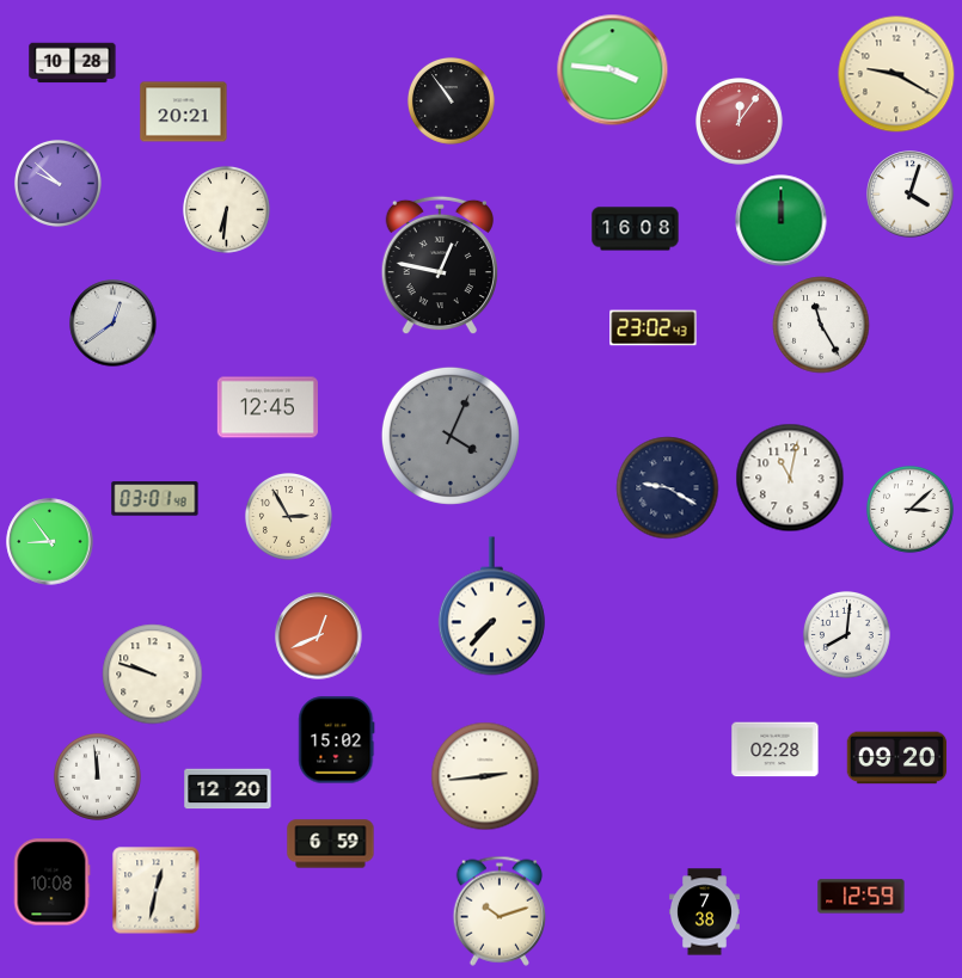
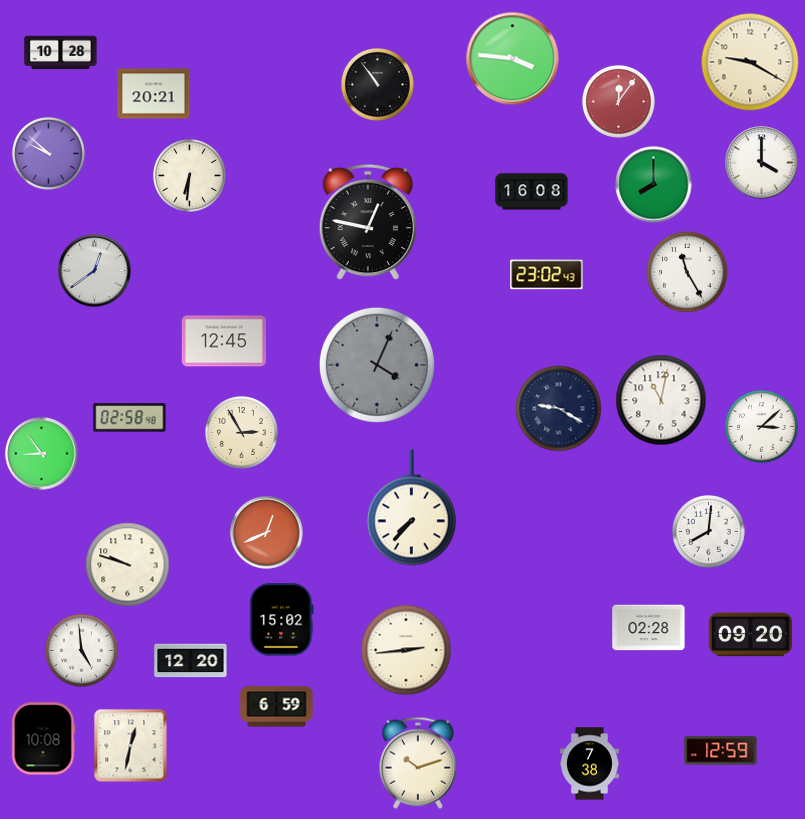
clock at (911, 195): 4:03 -> 4:00
clock at (782, 221): 12:00 -> 8:00
clock at (155, 499): 03:01 -> 02:58
clock at (98, 777): 11:59 -> 4:59
